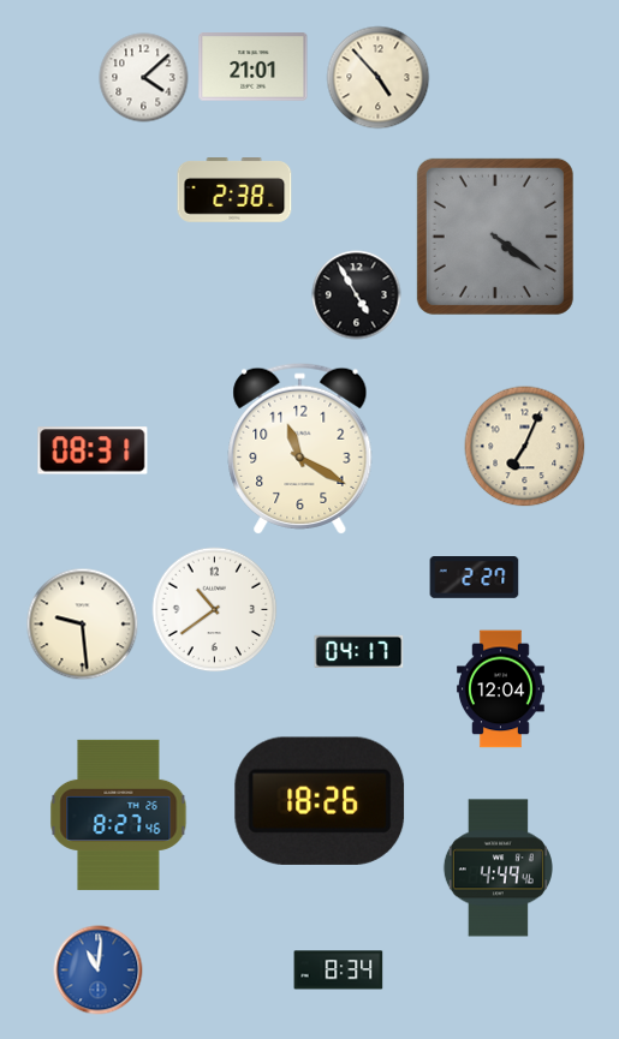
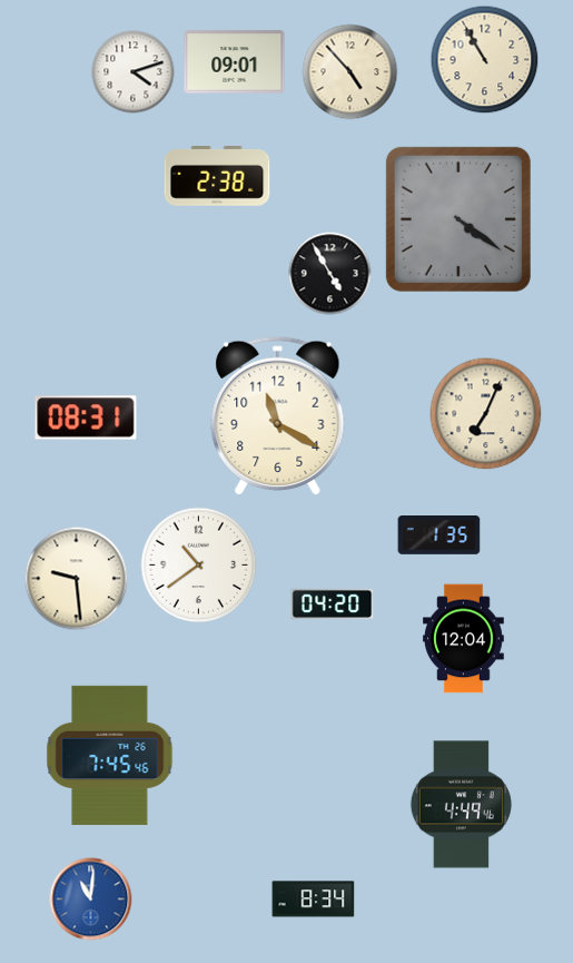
clock at (485, 60): none -> 10:55
clock at (254, 67): 21:01 -> 09:01
clock at (144, 78): 4:08 -> 4:12
clock at (475, 578): 2:27 -> 1:35
clock at (359, 651): 04:17 -> 04:20
clock at (320, 801): 18:26 -> none
clock at (119, 814): 8:27 -> 7:45
